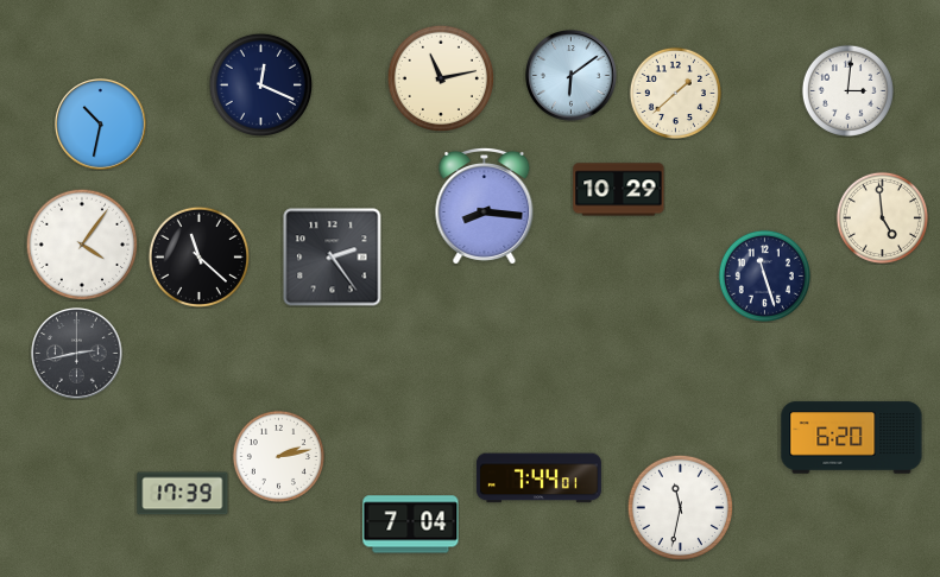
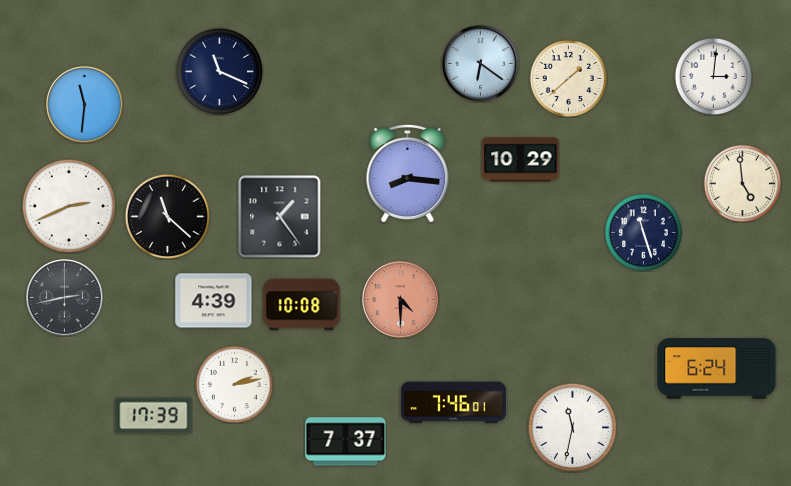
clock at (572, 76): 6:09 -> 6:21
clock at (441, 78): 11:13 -> none
clock at (260, 84): 12:19 -> 11:19
clock at (101, 125): 10:32 -> 11:31
clock at (82, 245): 4:06 -> 2:41
clock at (333, 258): 2:24 -> 1:24
clock at (401, 300): none -> 4:30
clock at (214, 301): none -> 4:39
clock at (302, 305): none -> 10:08
clock at (852, 438): 6:20 -> 6:24
clock at (538, 478): 7:44 -> 7:46
clock at (411, 525): 7:04 -> 7:37
